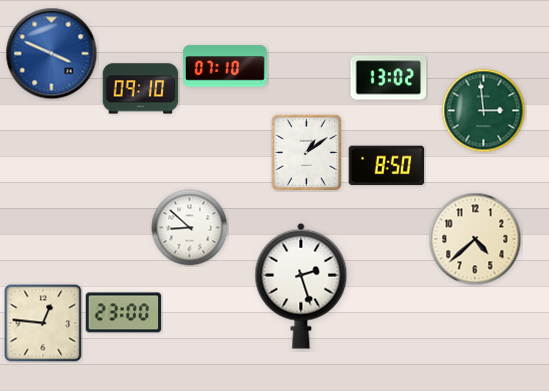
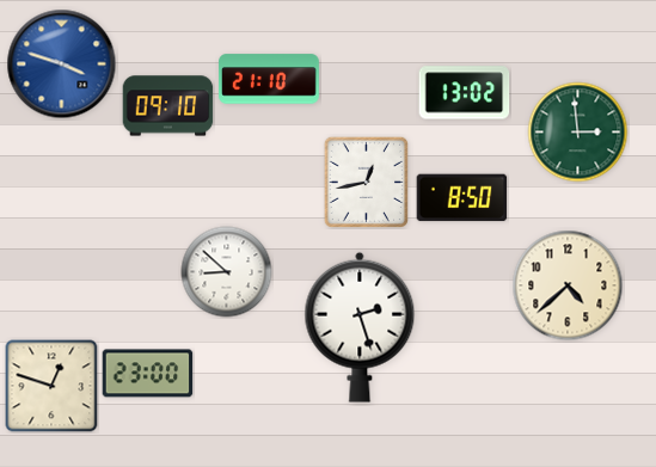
clock at (52, 54): 3:49 -> 3:48
clock at (226, 66): 07:10 -> 21:10
clock at (306, 152): 1:09 -> 12:43
clock at (301, 286) position: (301, 286) -> (360, 327)
clock at (43, 323): 12:46 -> 12:48
